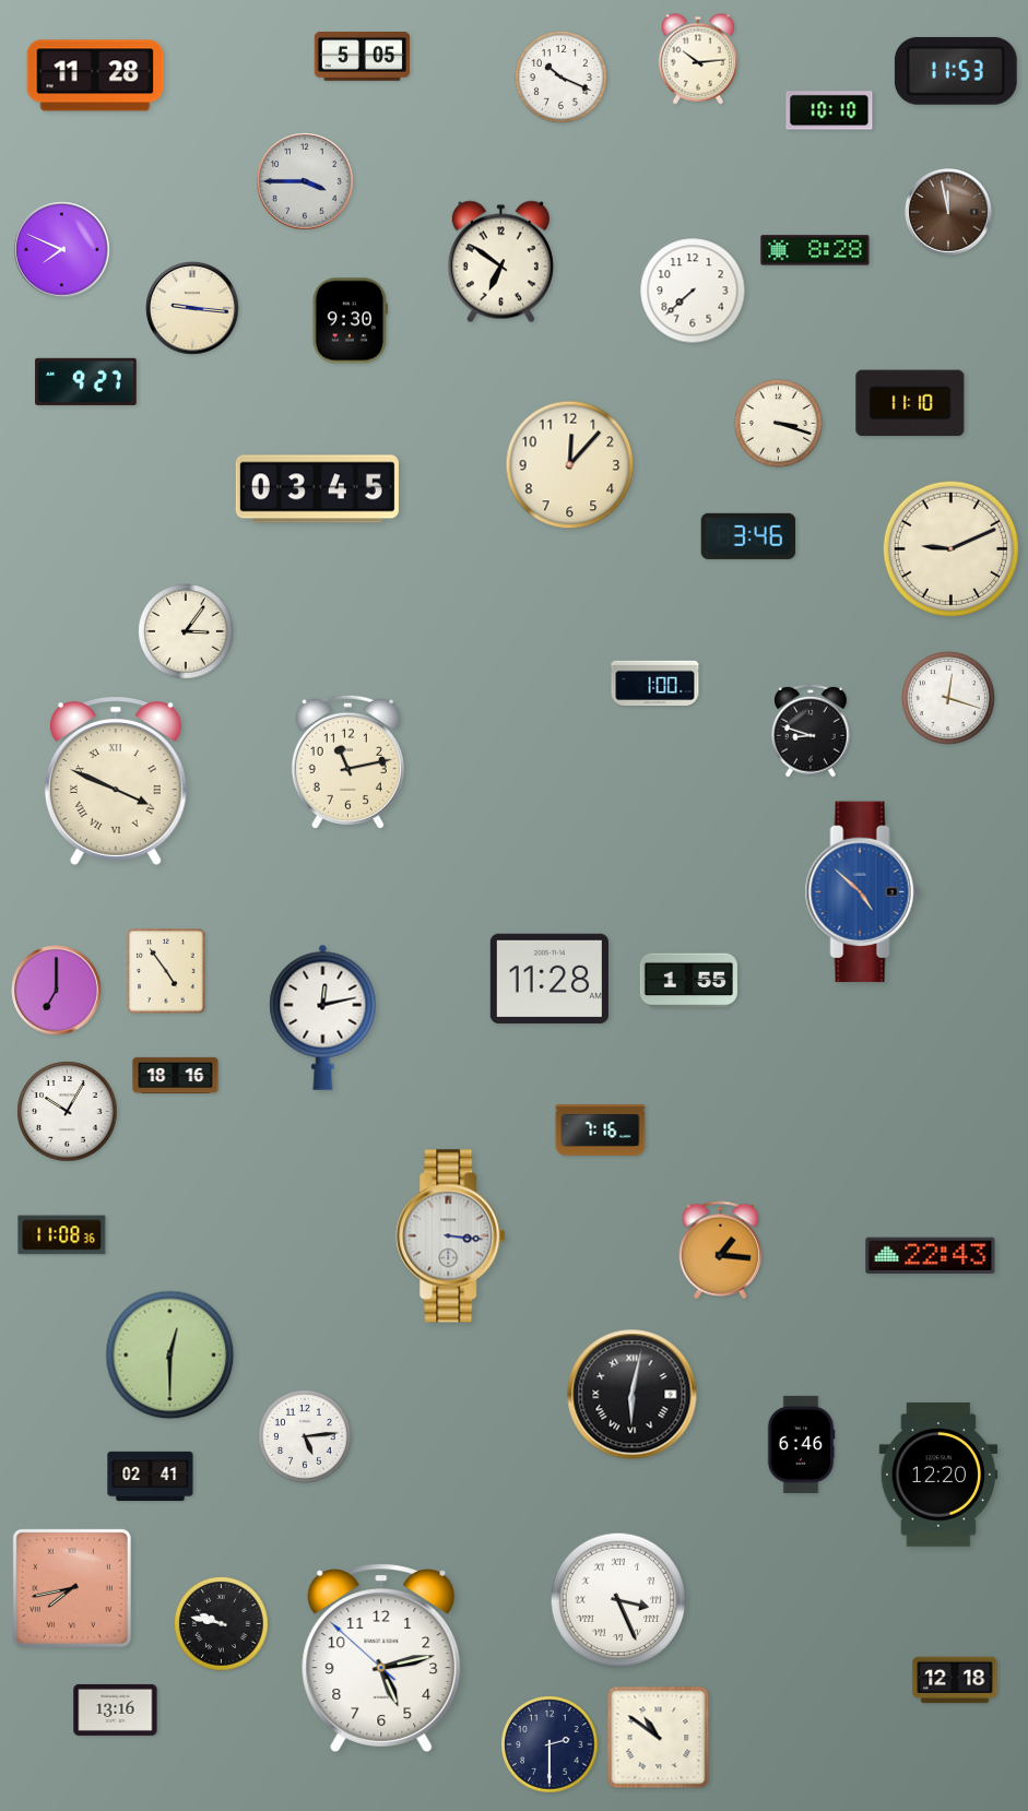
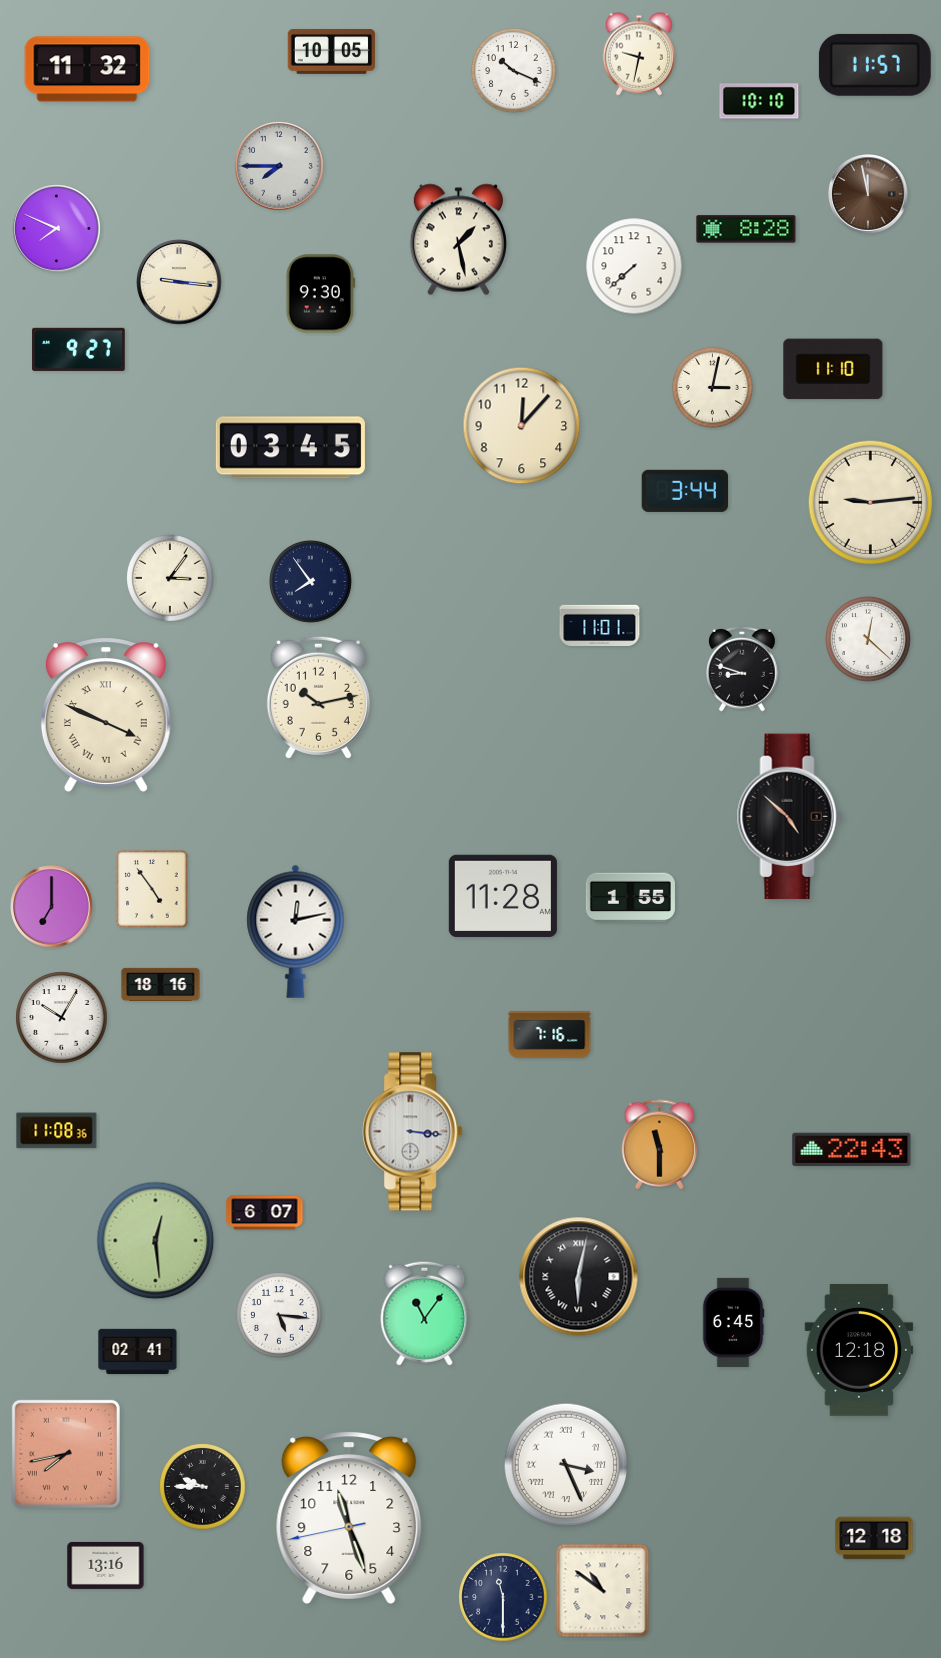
clock at (363, 57): 5:05 -> 10:05
clock at (697, 59): 10:14 -> 9:32
clock at (956, 71): 11:53 -> 11:57
clock at (95, 75): 11:28 -> 11:32
clock at (305, 181): 3:45 -> 7:45
clock at (500, 262): 6:51 -> 1:28
clock at (192, 308) position: (192, 308) -> (179, 282)
clock at (778, 423): 3:18 -> 3:02
clock at (748, 536): 3:46 -> 3:44
clock at (952, 549): 9:11 -> 9:14
clock at (310, 581): none -> 7:54
clock at (655, 684): 1:00 -> 11:01
clock at (949, 699): 12:18 -> 12:22
clock at (347, 761): 11:13 -> 10:13
clock at (862, 892) dial: blue -> black
clock at (721, 1251): 1:16 -> 11:30
clock at (265, 1213): none -> 6:07
clock at (170, 1356): 12:30 -> 12:29
clock at (425, 1313): none -> 11:06
clock at (306, 1437): 5:14 -> 5:16
clock at (801, 1444): 6:46 -> 6:45
clock at (938, 1475): 12:20 -> 12:18
clock at (222, 1624): 9:47 -> 9:45
clock at (381, 1658): 5:12 -> 11:26
clock at (550, 1744): 2:30 -> 11:30
